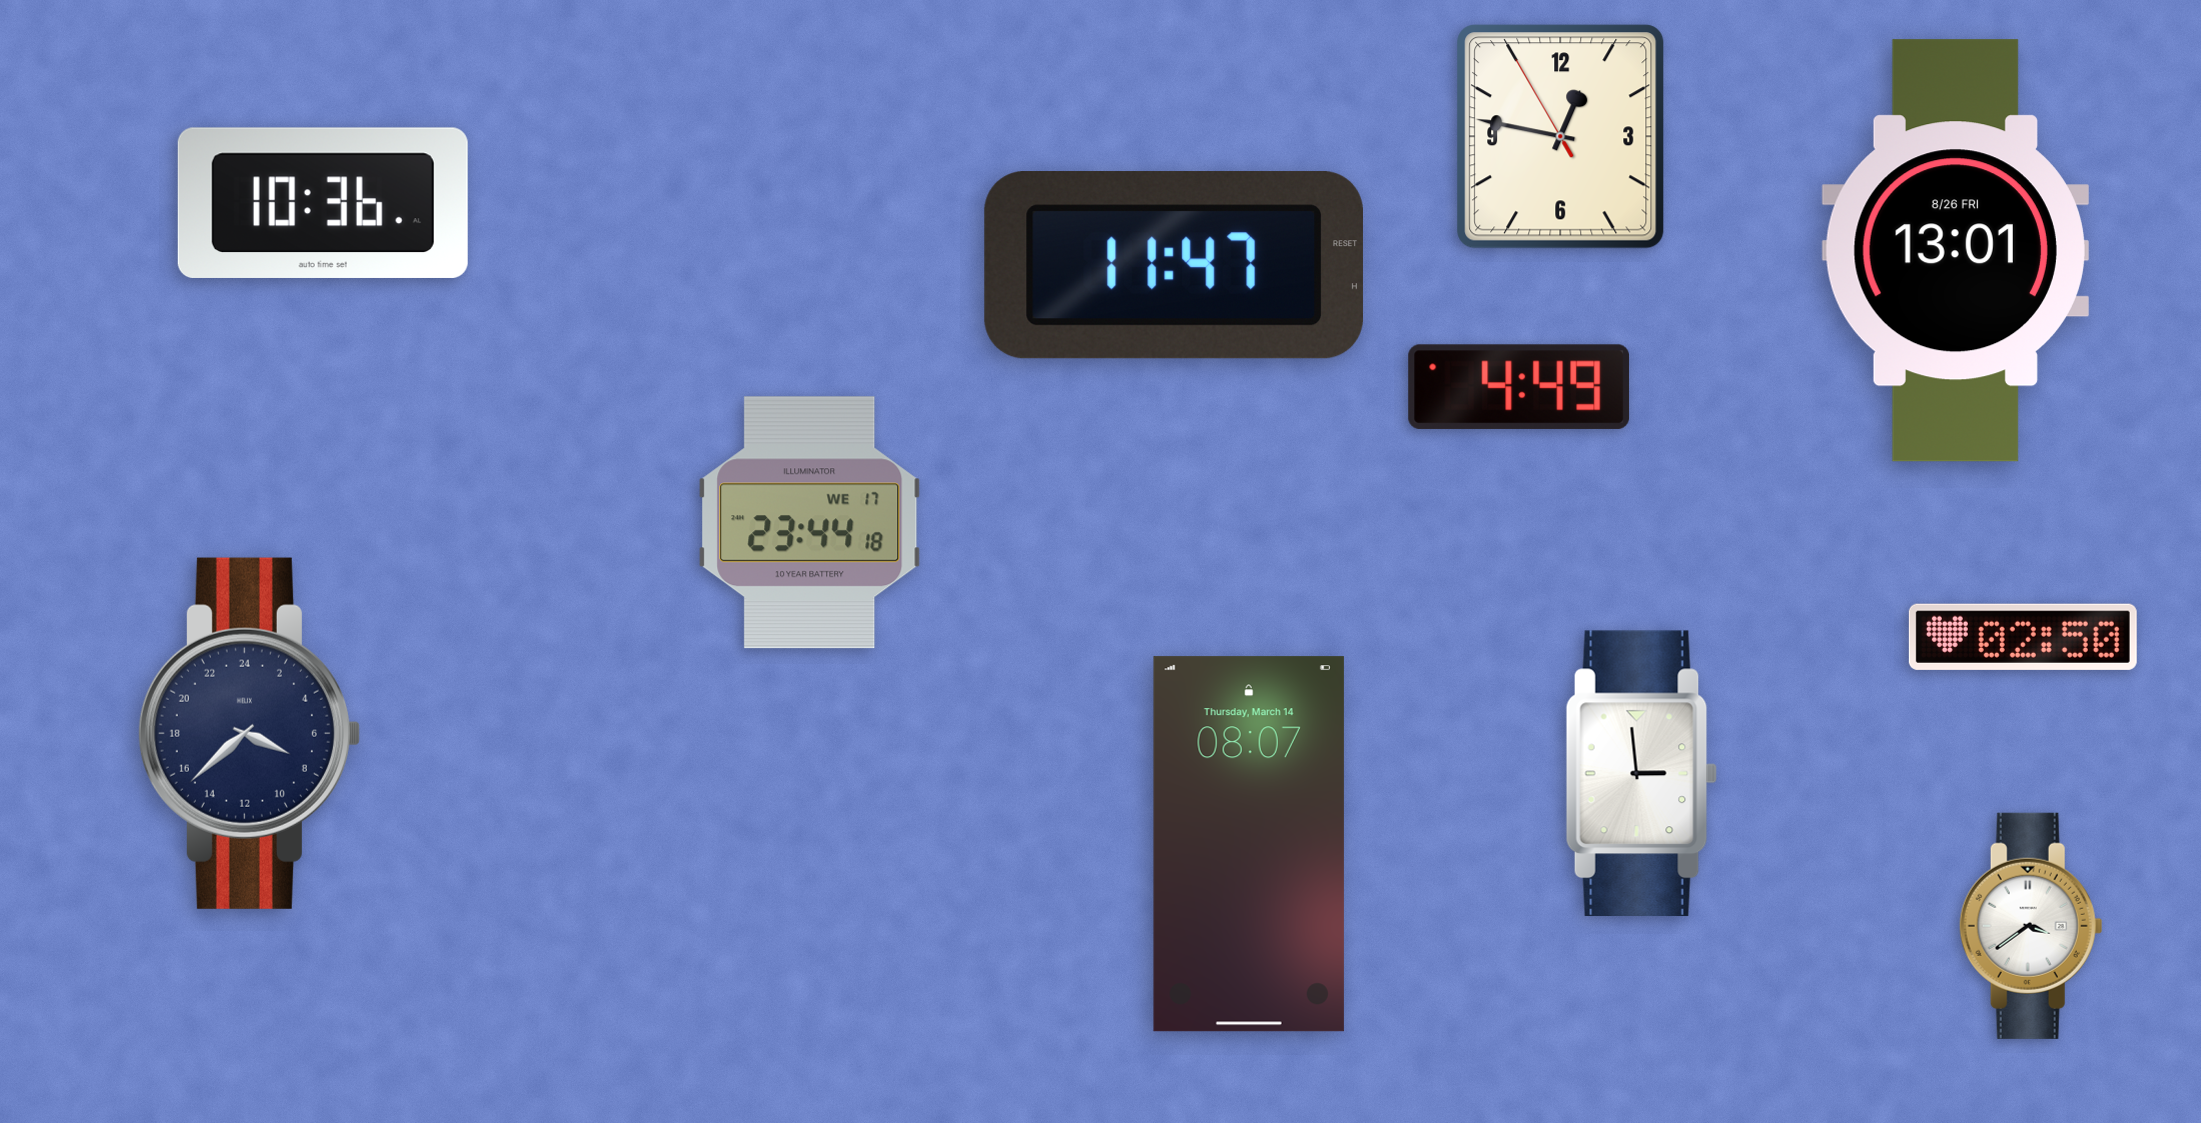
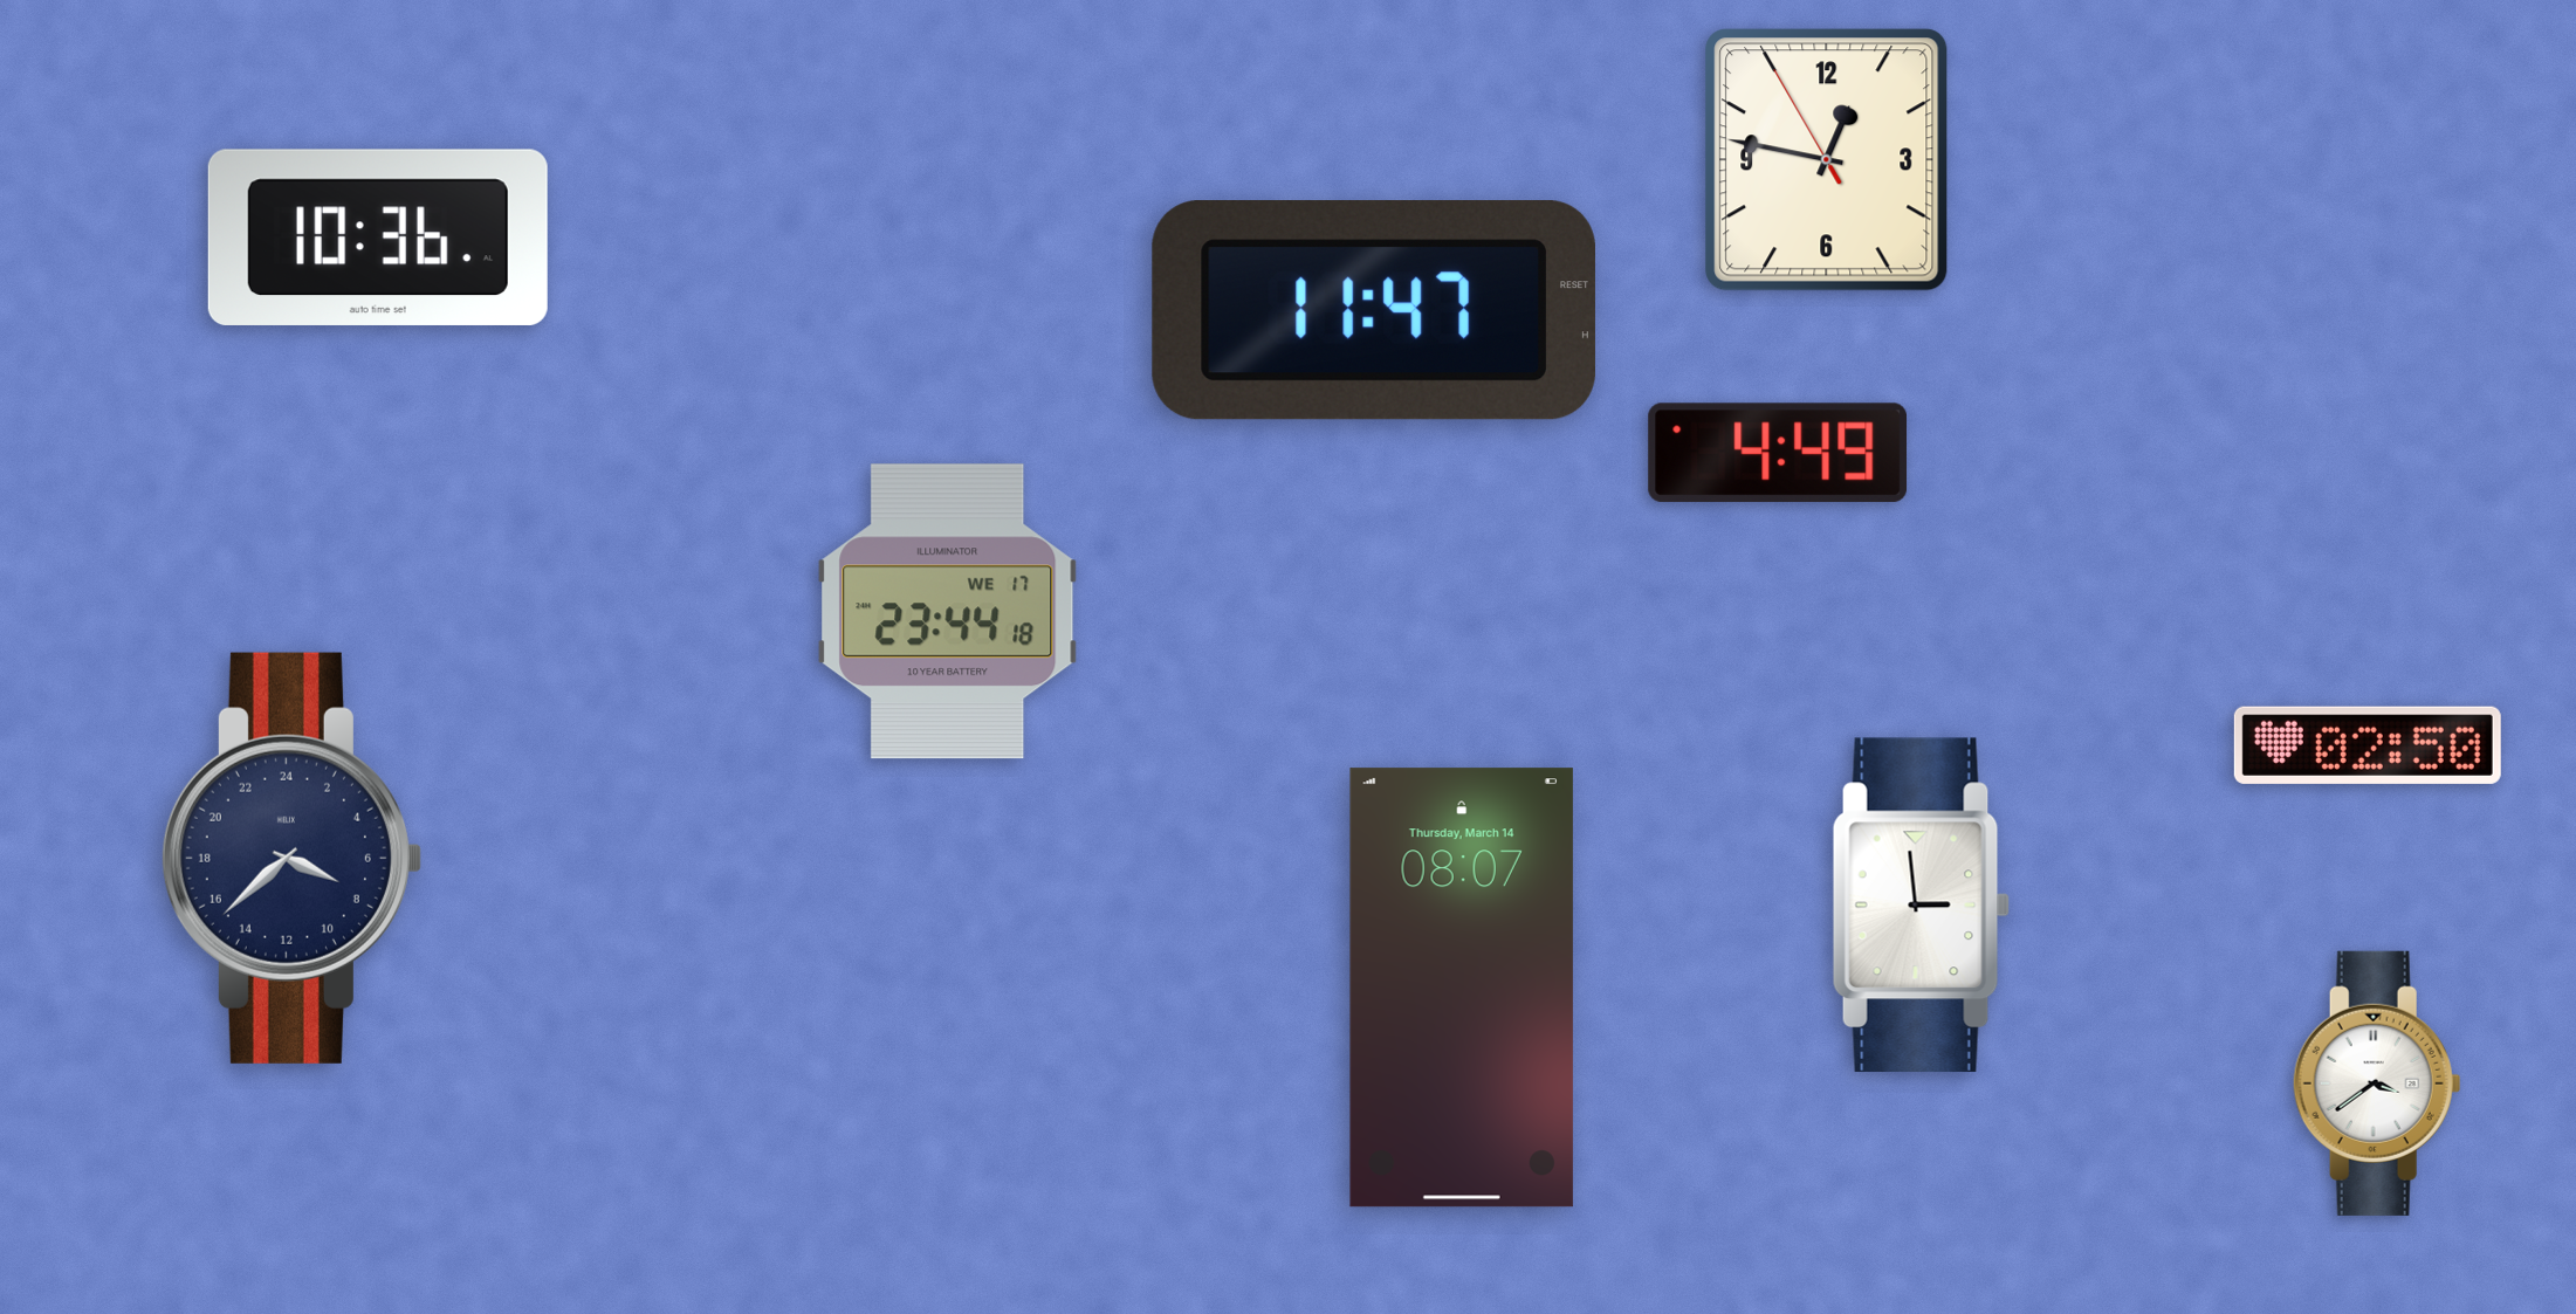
clock at (1955, 251): 13:01 -> none
